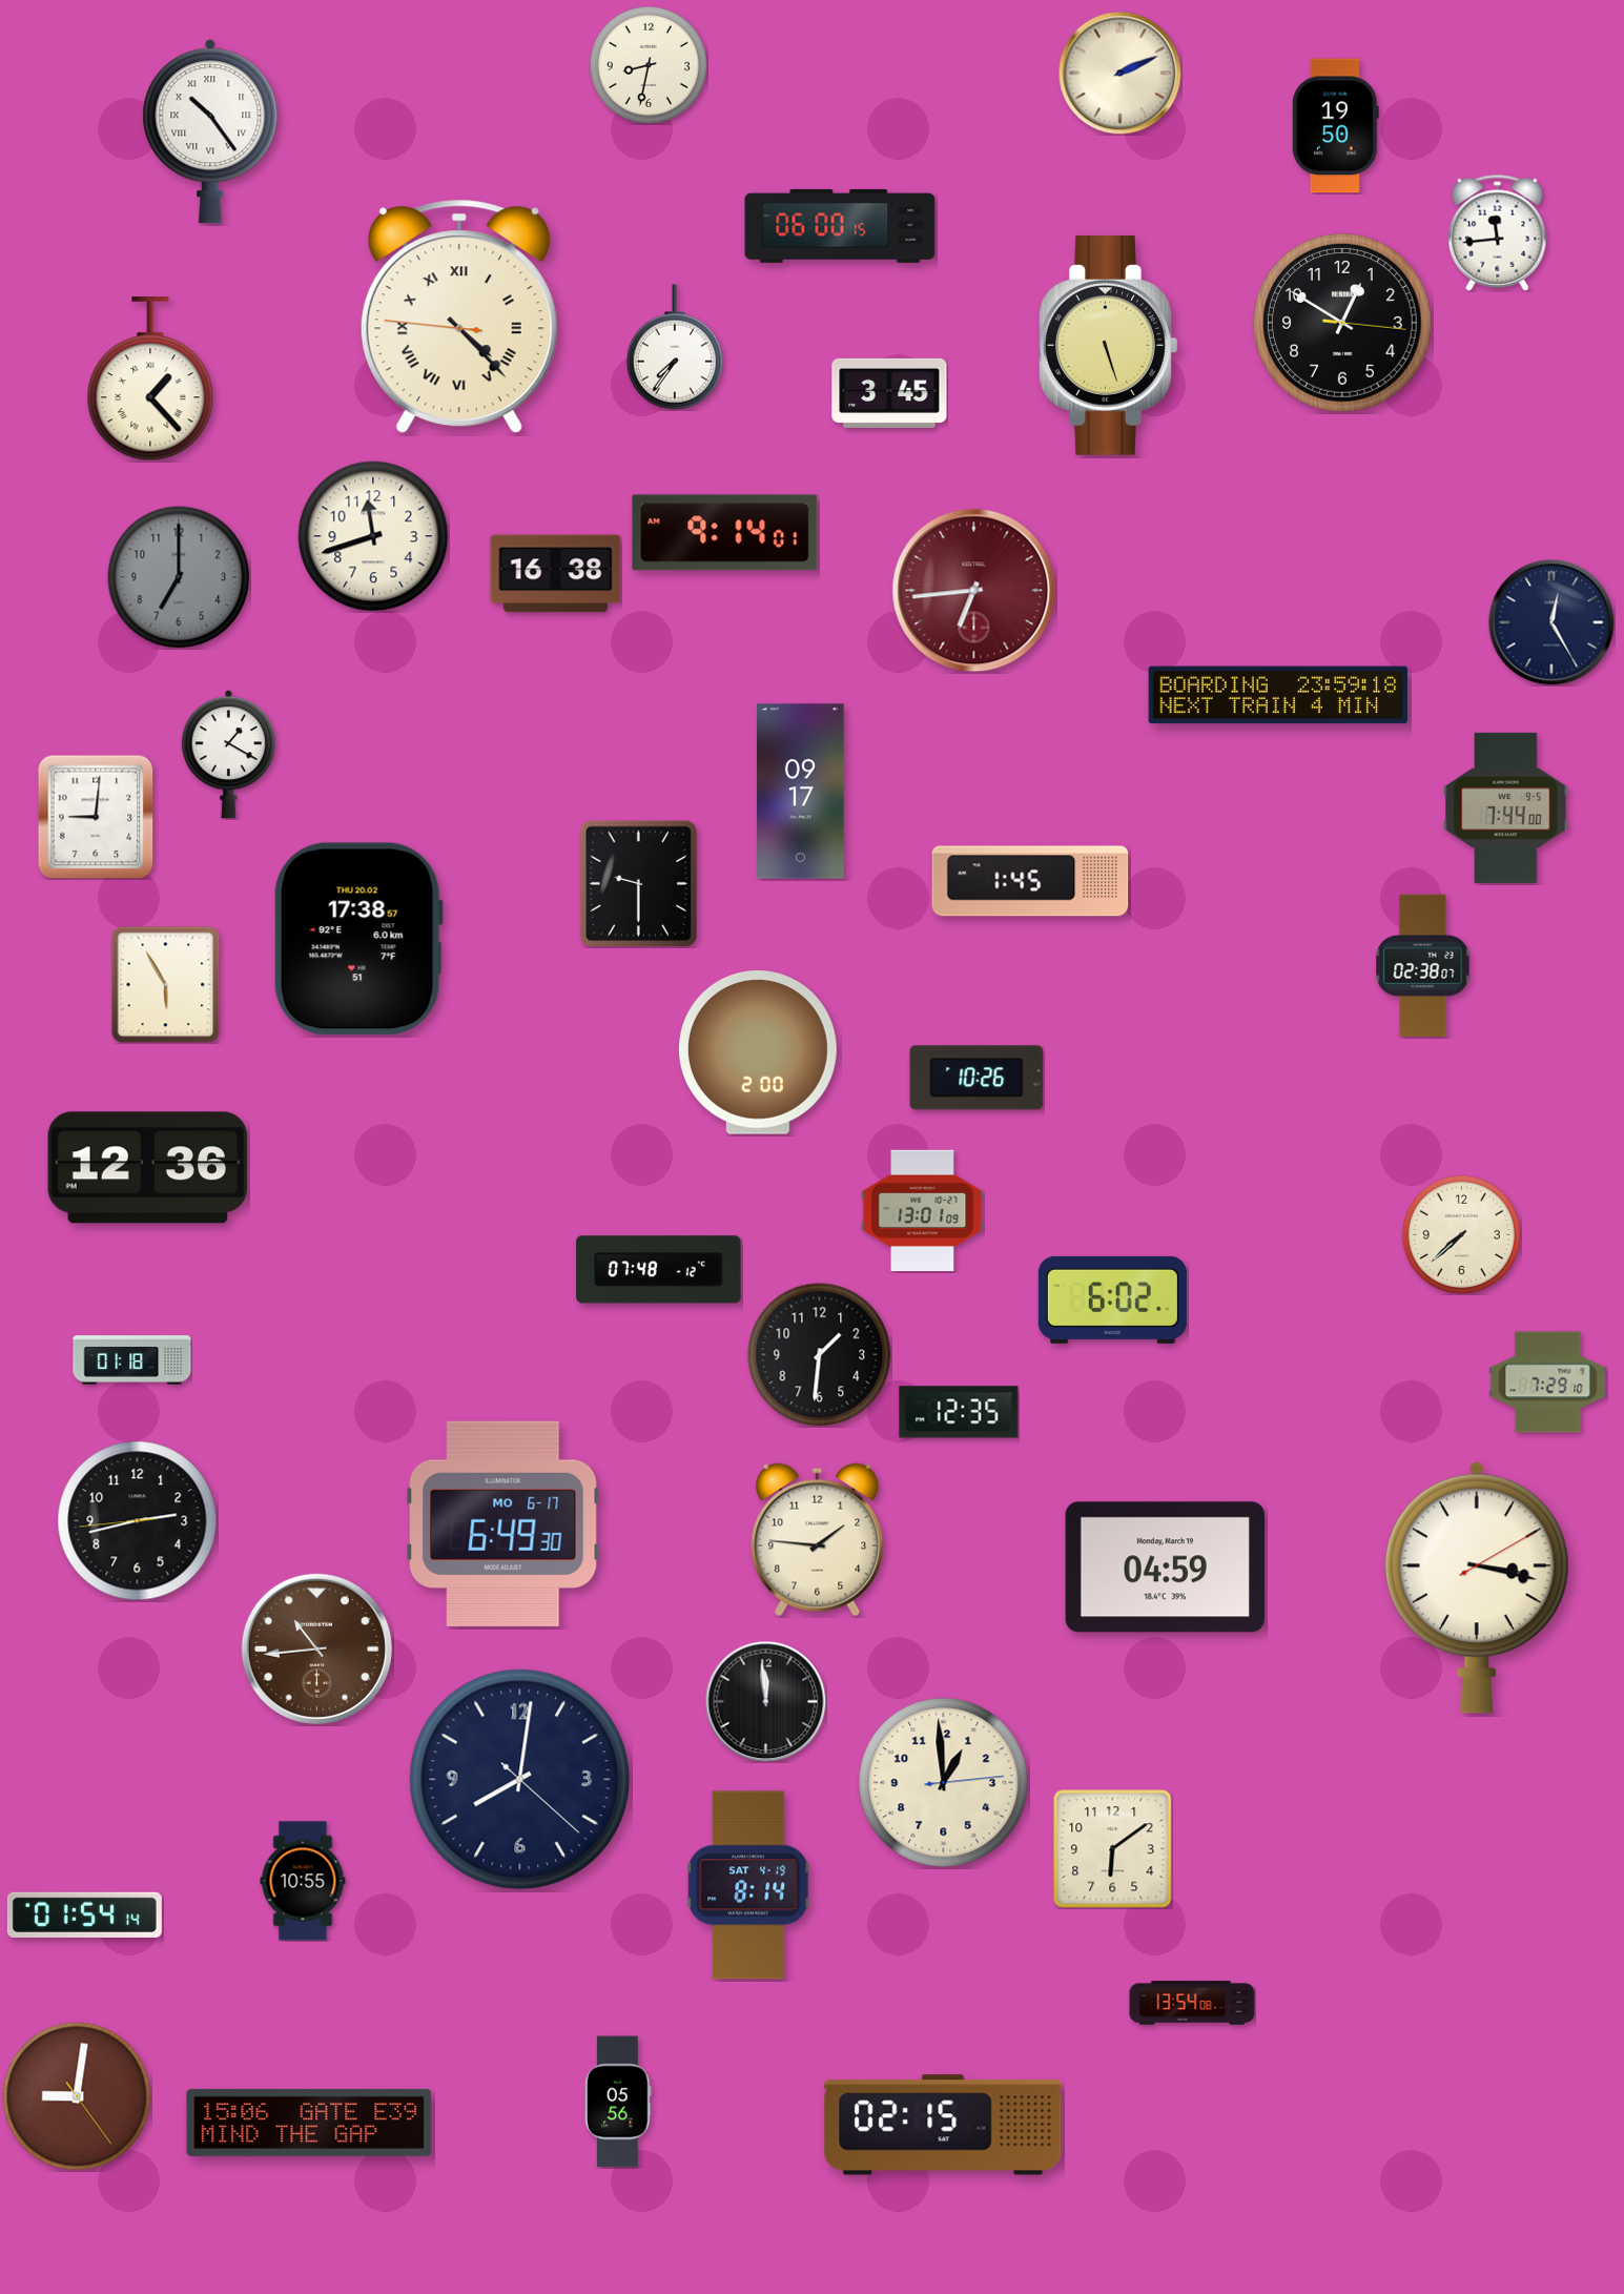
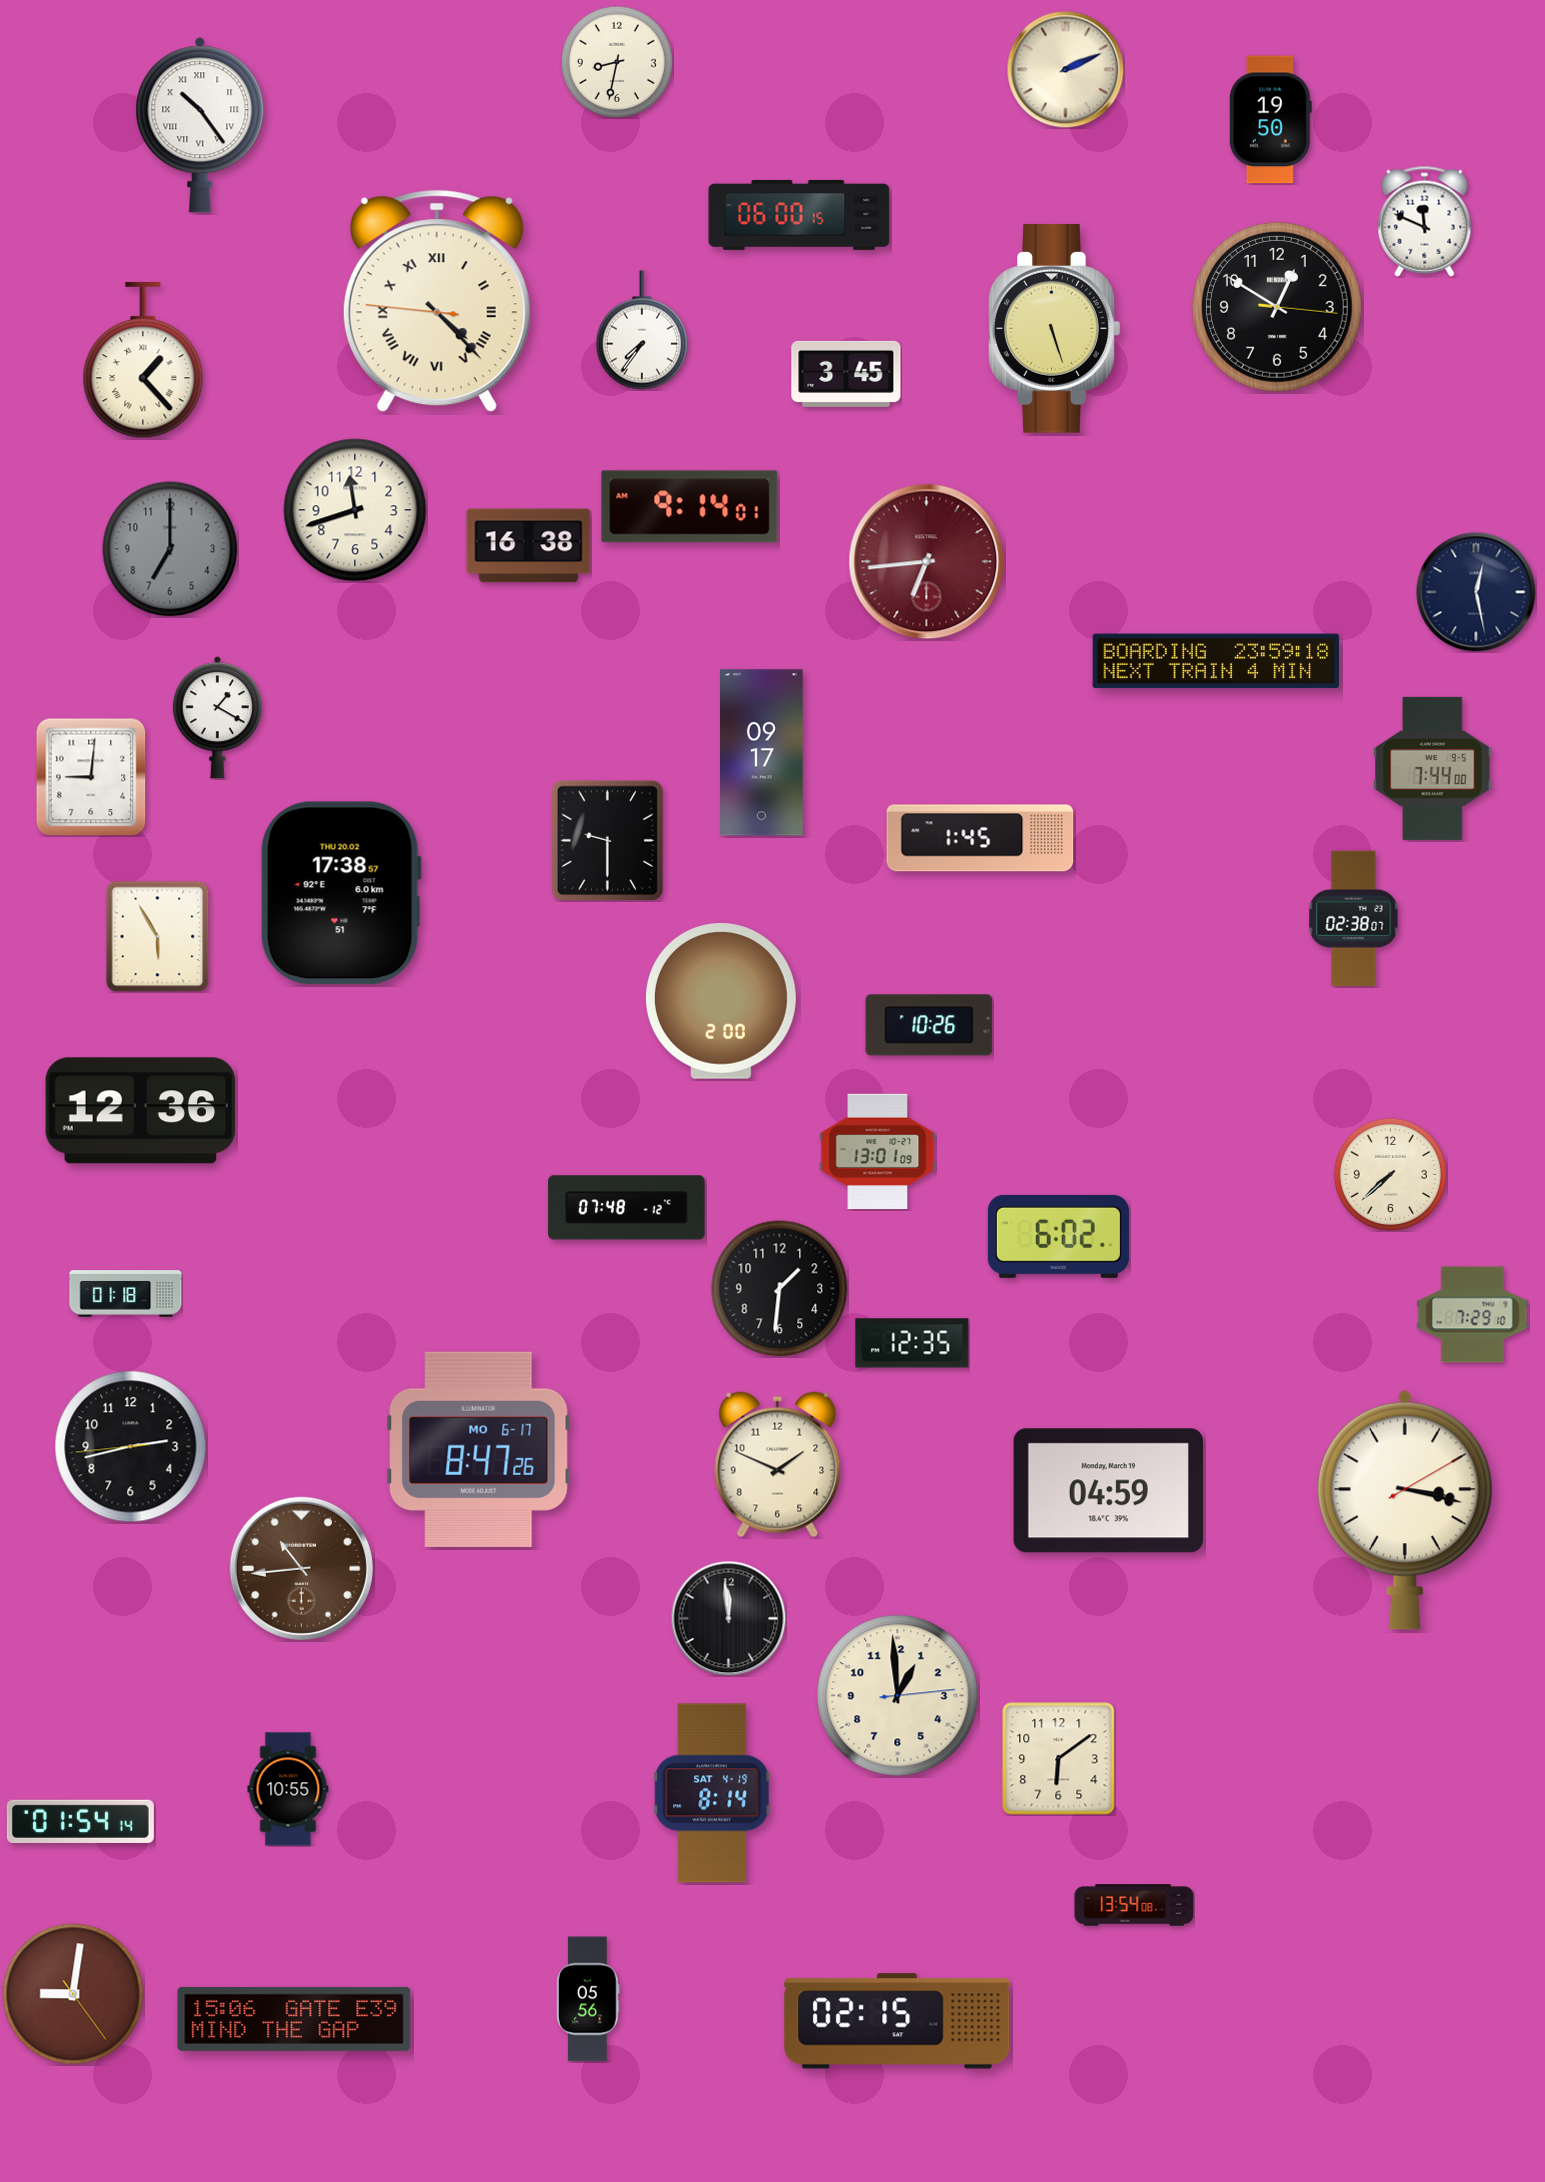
clock at (1498, 232): 11:44 -> 11:49
clock at (1551, 622): 12:25 -> 12:28
clock at (503, 1523): 6:49 -> 8:47
clock at (818, 1540): 1:46 -> 1:49
clock at (520, 1780): 8:01 -> none
